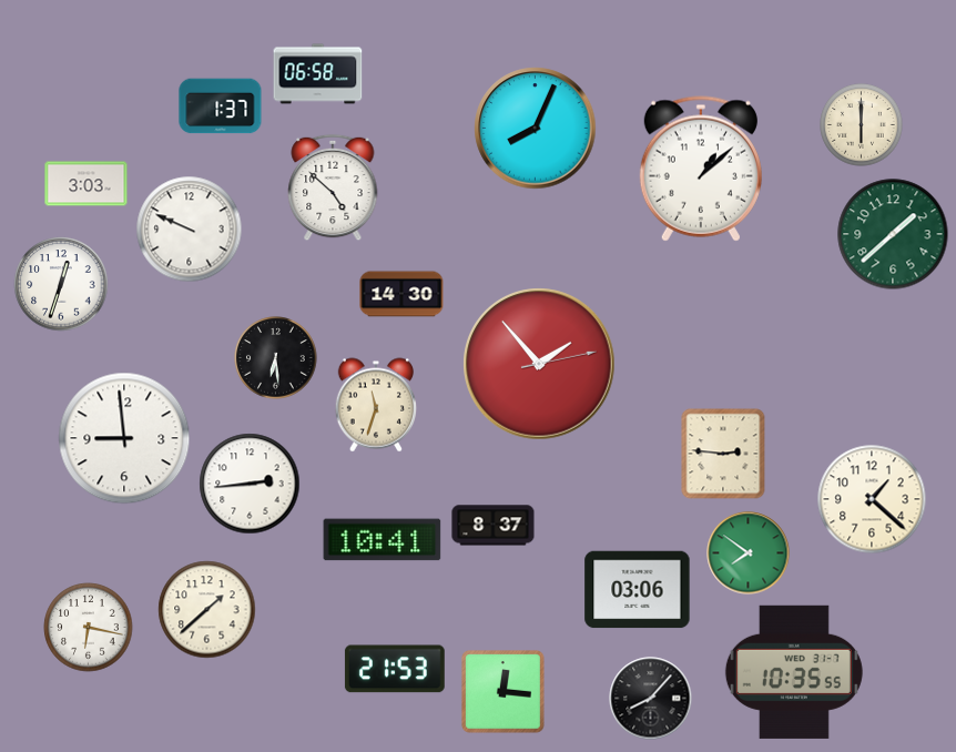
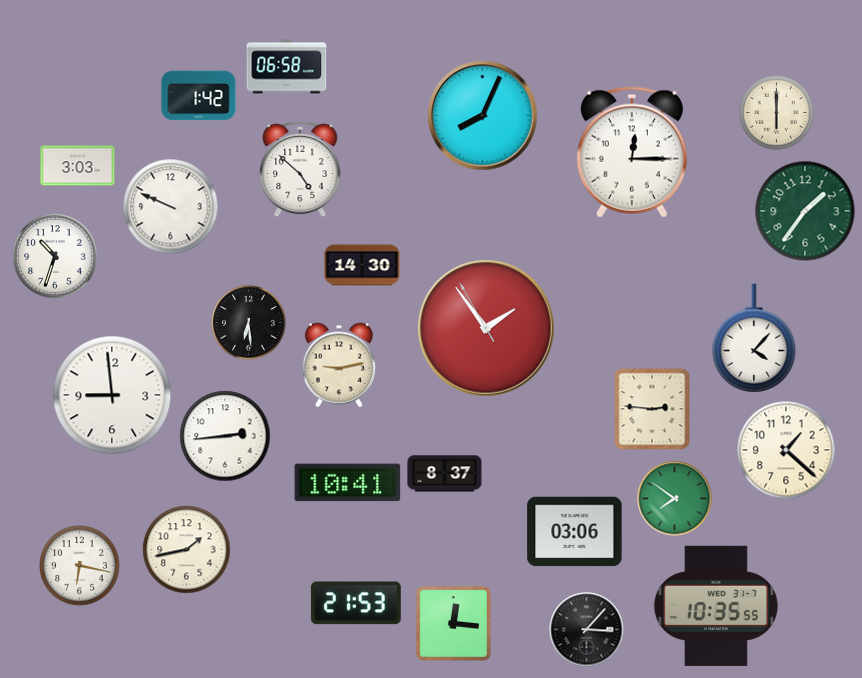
clock at (221, 106): 1:37 -> 1:42
clock at (701, 169): 1:08 -> 12:15
clock at (893, 234): 1:38 -> 1:36
clock at (61, 284): 12:33 -> 10:33
clock at (539, 364): 1:53:13 -> 1:53:55
clock at (754, 338): none -> 4:07
clock at (375, 405): 11:33 -> 9:13
clock at (383, 540) position: (383, 540) -> (348, 483)
clock at (207, 610): 1:38 -> 1:43
clock at (651, 699): 8:07 -> 3:07
